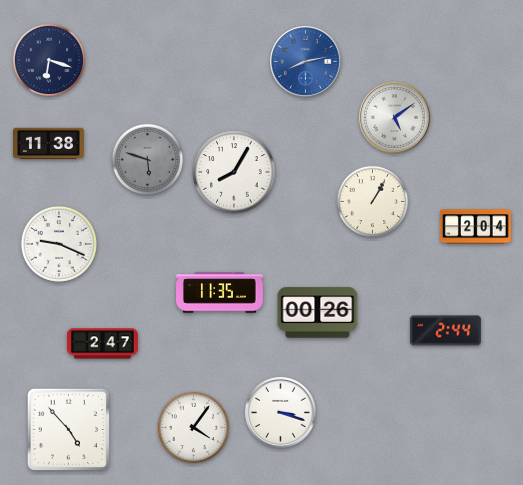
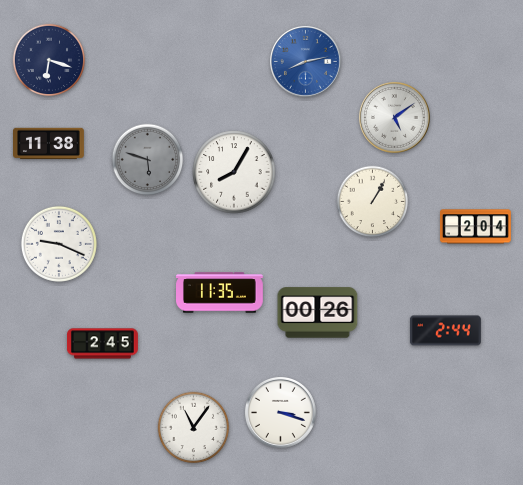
clock at (103, 344): 2:47 -> 2:45
clock at (194, 428): 4:06 -> 11:06
clock at (68, 429): 4:53 -> none
